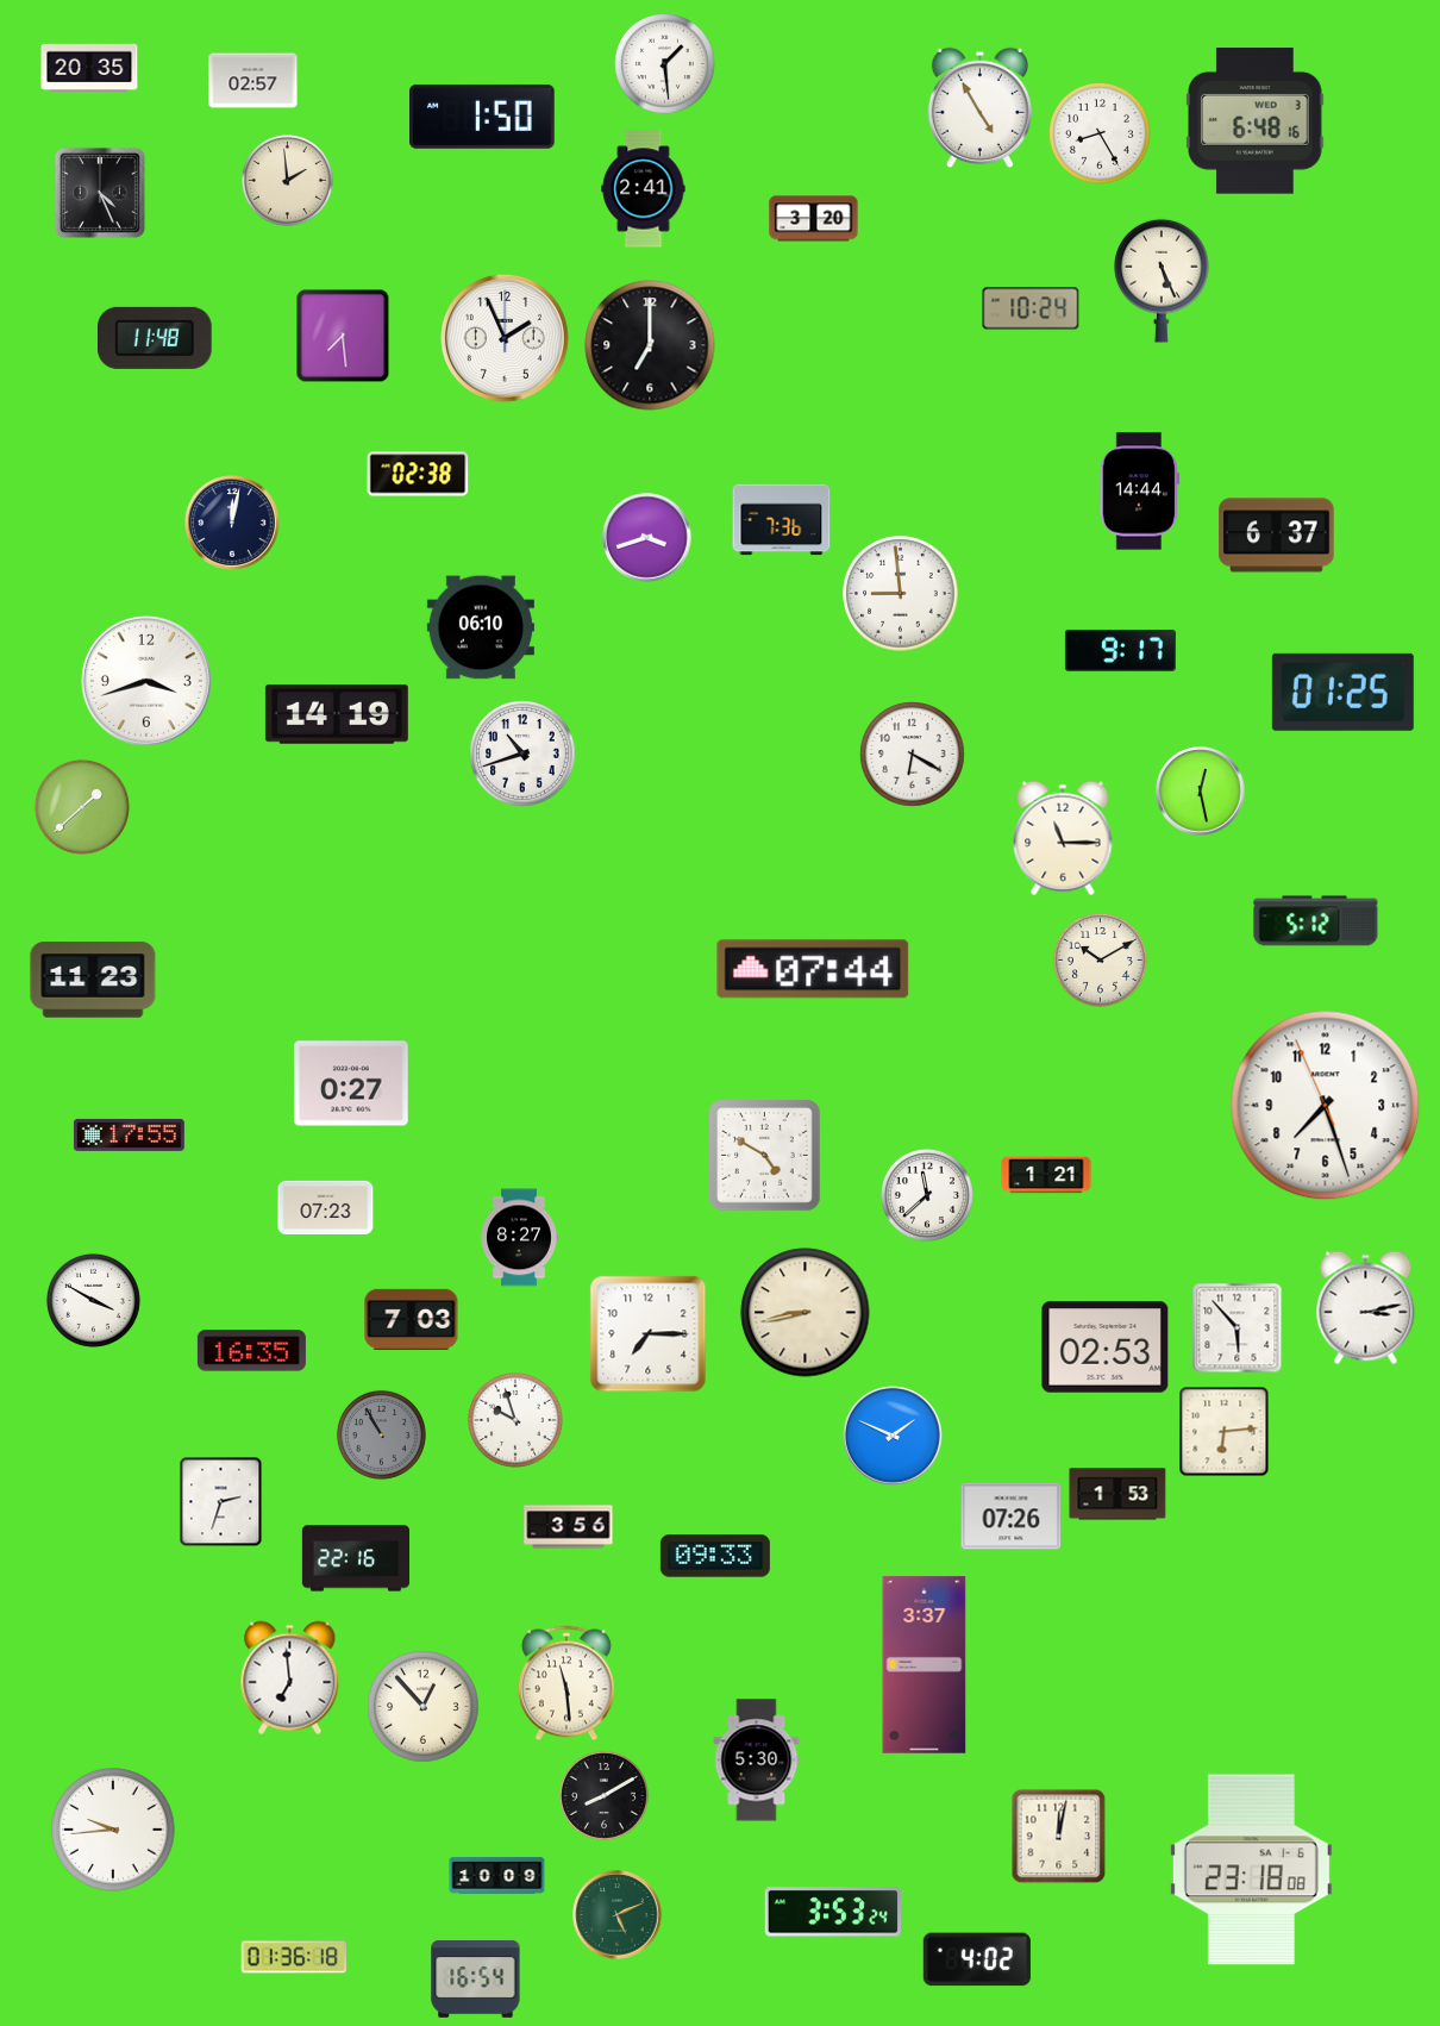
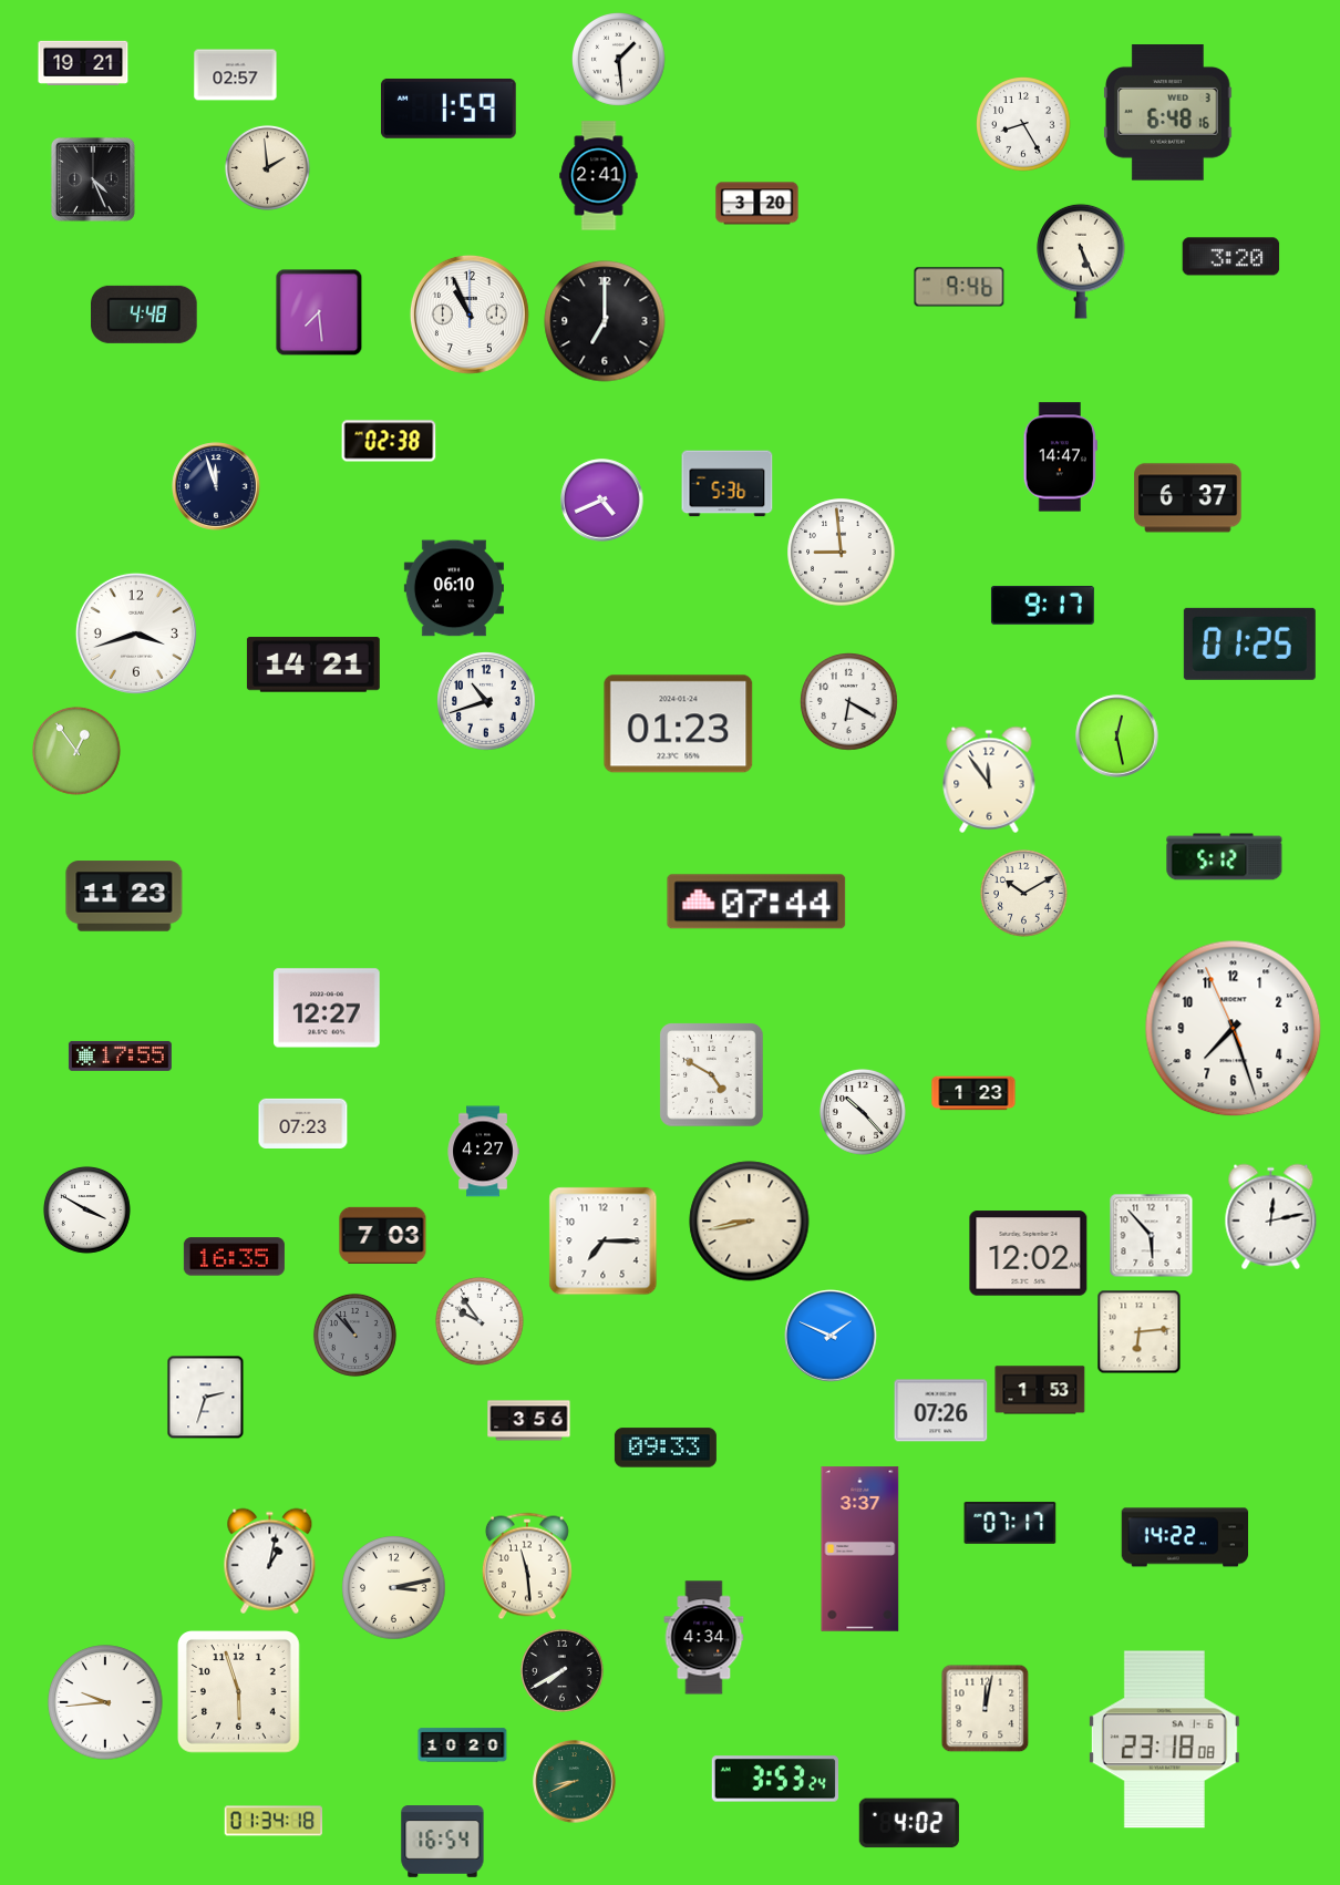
clock at (89, 68): 20:35 -> 19:21
clock at (979, 108): 4:55 -> none
clock at (483, 117): 1:50 -> 1:59
clock at (1231, 257): none -> 3:20
clock at (1031, 308): 10:24 -> 9:46
clock at (156, 338): 11:48 -> 4:48
clock at (505, 338): 1:56 -> 10:56
clock at (1139, 492): 14:44 -> 14:47
clock at (782, 520): 7:36 -> 5:36
clock at (232, 523): 12:02 -> 11:57
clock at (647, 538): 3:42 -> 4:41
clock at (901, 594) position: (901, 594) -> (842, 553)
clock at (481, 627) position: (481, 627) -> (454, 588)
clock at (337, 714): 14:19 -> 14:21
clock at (679, 724): none -> 01:23
clock at (82, 807): 1:38 -> 12:54
clock at (1063, 838): 11:15 -> 11:54
clock at (93, 980) position: (93, 980) -> (124, 896)
clock at (351, 1083): 0:27 -> 12:27
clock at (1046, 1175): 1:21 -> 1:23
clock at (927, 1195): 11:38 -> 10:23
clock at (519, 1238): 8:27 -> 4:27
clock at (1366, 1308): 3:13 -> 12:13
clock at (412, 1319) position: (412, 1319) -> (383, 1235)
clock at (1106, 1347): 02:53 -> 12:02
clock at (515, 1420): 9:57 -> 9:54
clock at (381, 1434): 10:55 -> 10:53
clock at (355, 1558): 22:16 -> none
clock at (1010, 1523): none -> 07:17
clock at (1185, 1537): none -> 14:22
clock at (290, 1678): 6:59 -> 1:02
clock at (424, 1707): 12:53 -> 3:13
clock at (757, 1761): 5:30 -> 4:34
clock at (603, 1795): 8:10 -> 7:40
clock at (239, 1692): none -> 5:57
clock at (497, 1876): 10:09 -> 10:20
clock at (618, 1915): 5:11 -> 8:41
clock at (293, 1957): 01:36 -> 01:34
